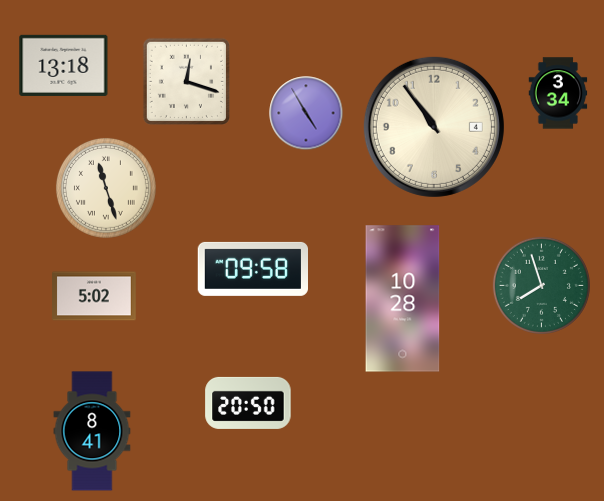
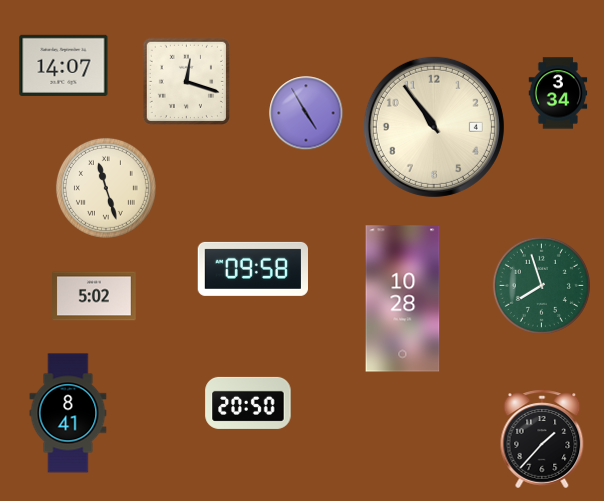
clock at (64, 65): 13:18 -> 14:07
clock at (92, 431) position: (92, 431) -> (68, 413)
clock at (542, 439): none -> 1:37
